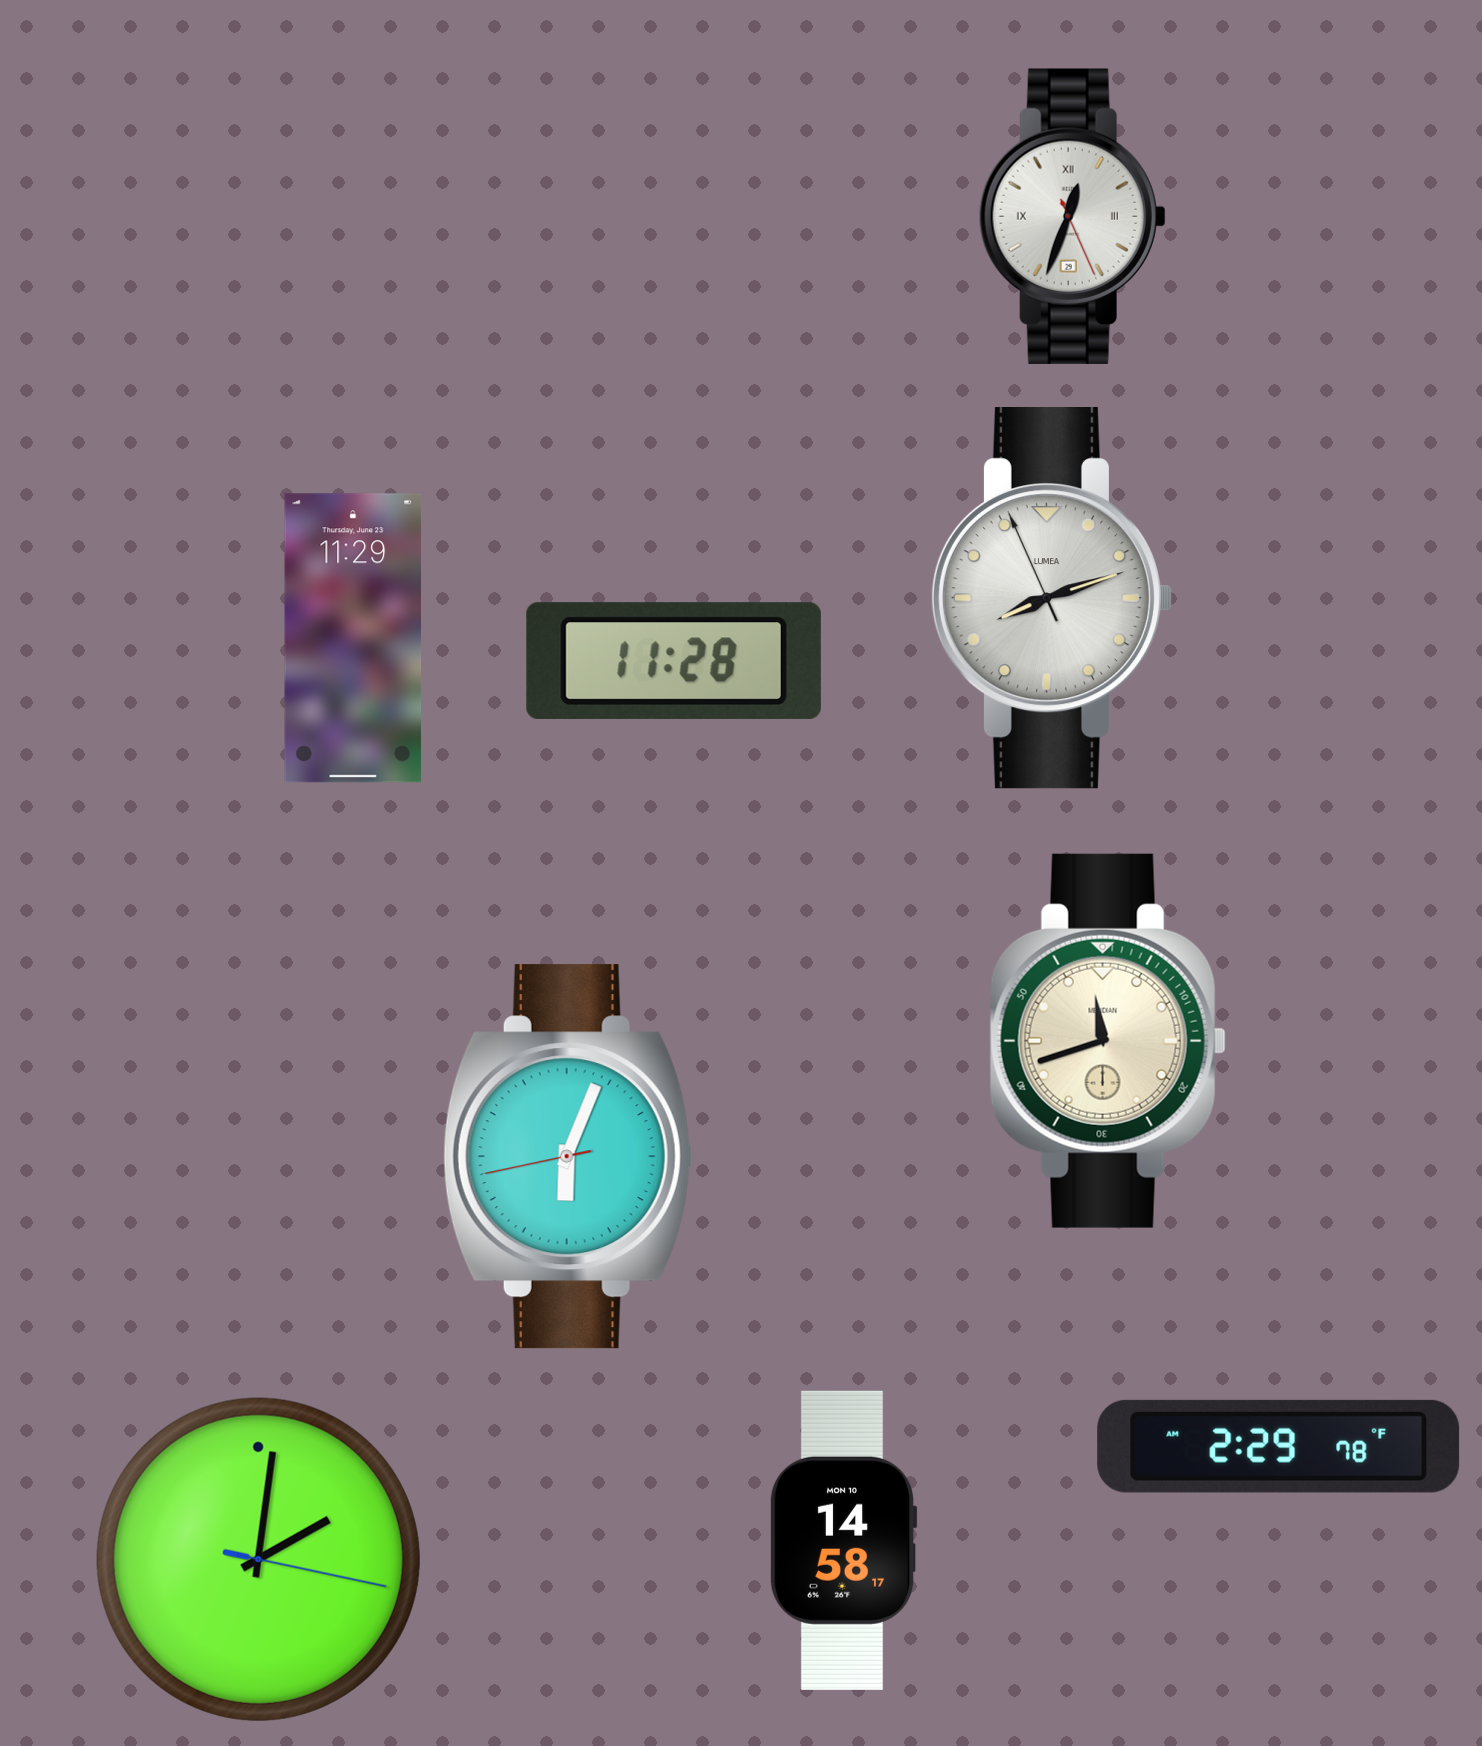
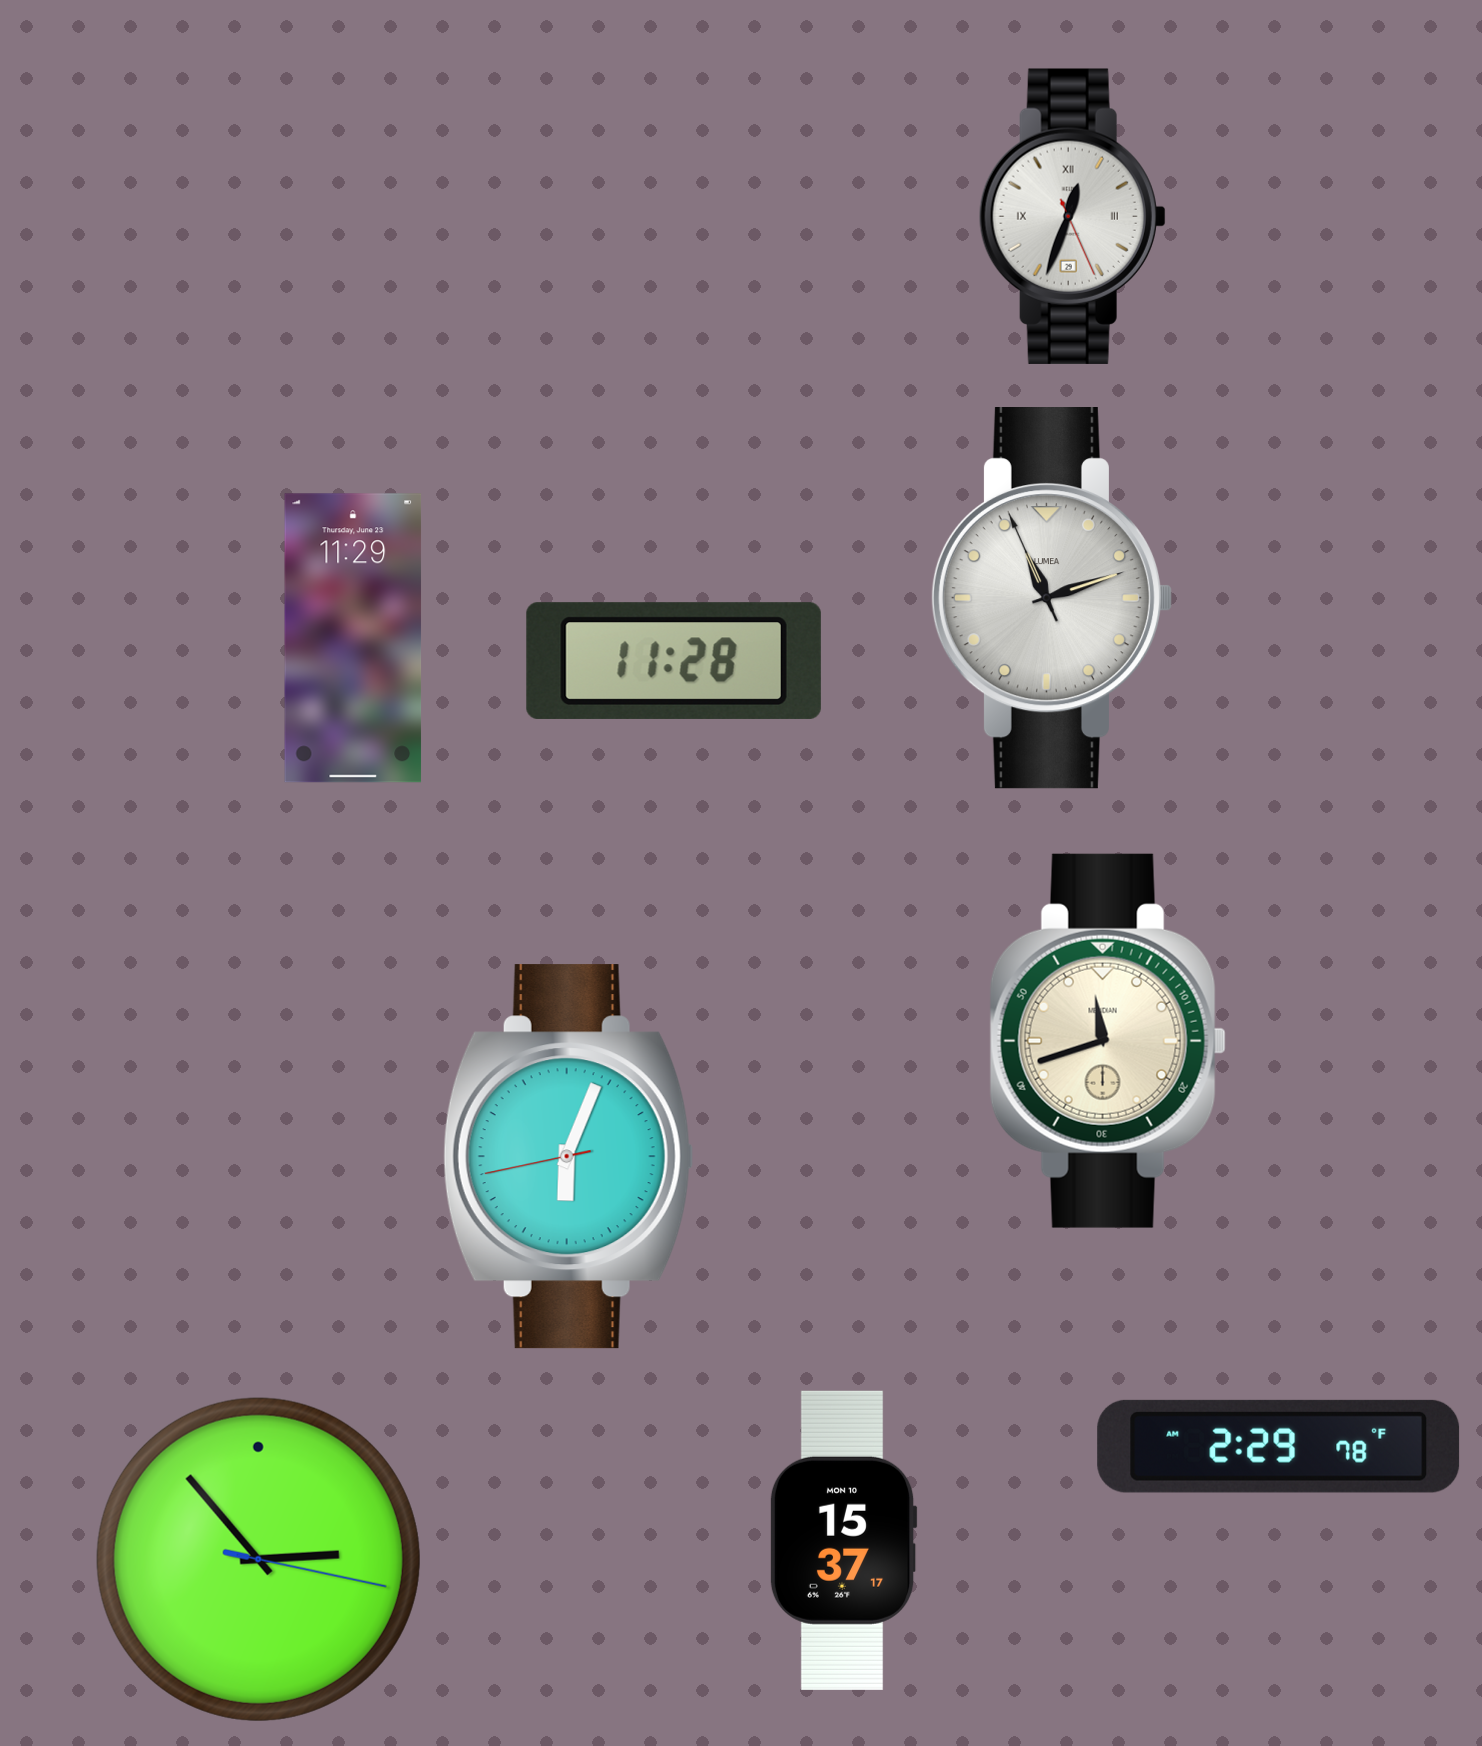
clock at (1051, 599): 8:11 -> 11:11
clock at (843, 1540): 14:58 -> 15:37
clock at (258, 1559): 2:01 -> 2:53
